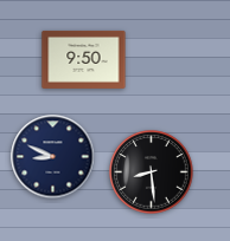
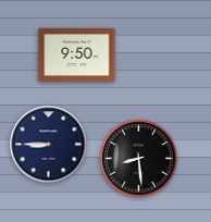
clock at (53, 157): 8:49 -> 8:45
